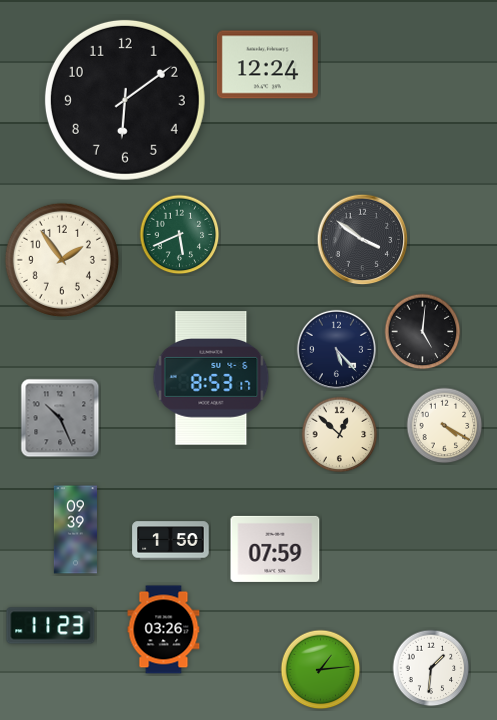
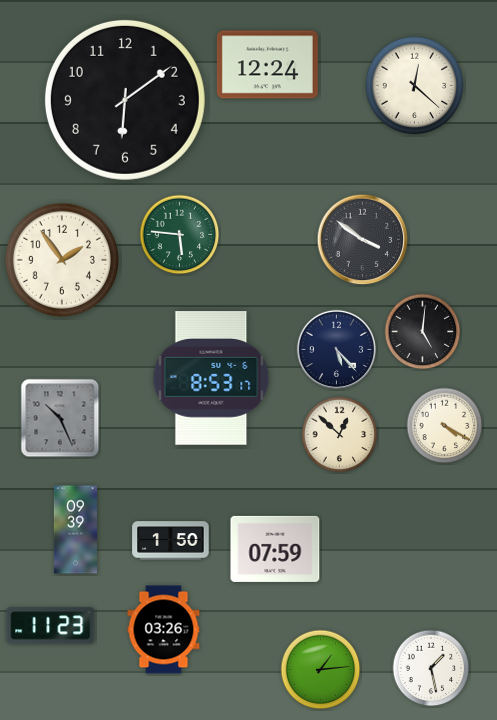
clock at (415, 86): none -> 12:22
clock at (180, 235): 5:41 -> 5:46
clock at (431, 668): 1:31 -> 1:28
